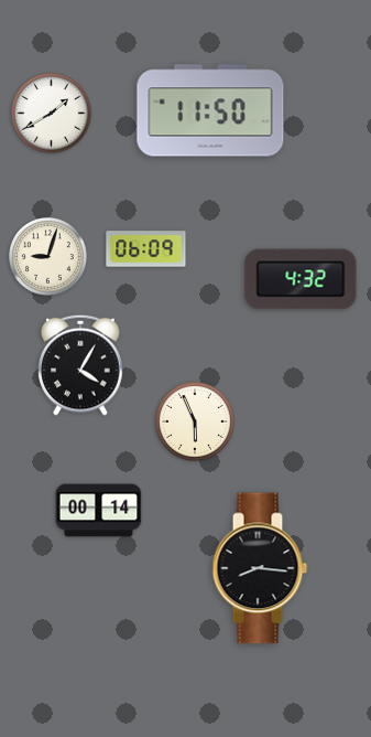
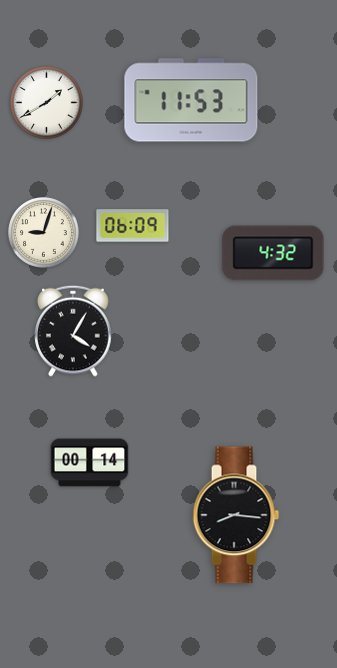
clock at (210, 110): 11:50 -> 11:53
clock at (195, 421): 5:56 -> none
